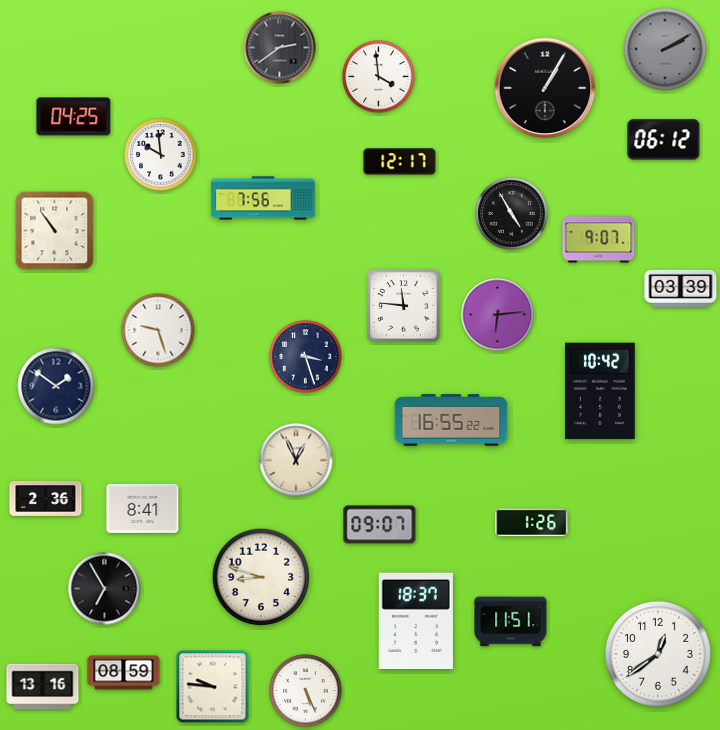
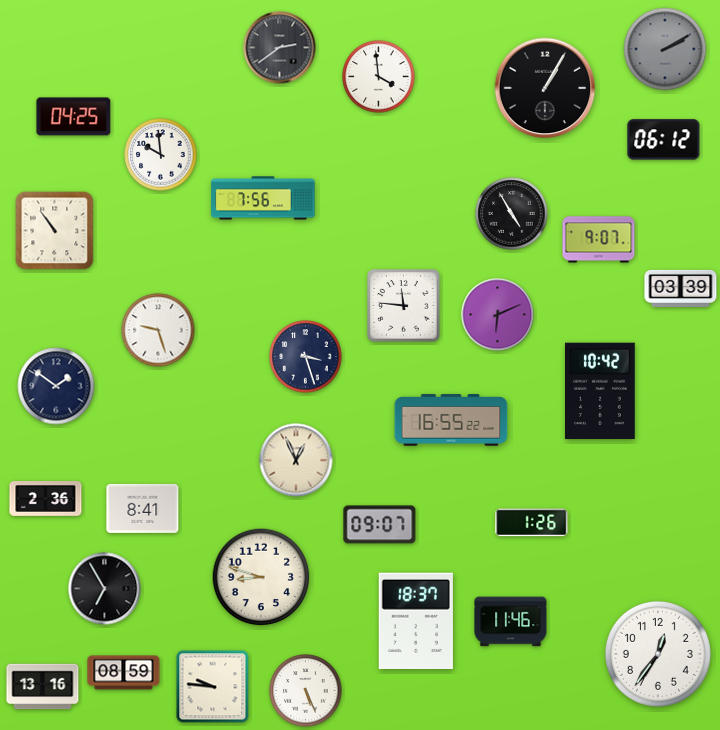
clock at (400, 162): 12:17 -> none
clock at (498, 315): 6:14 -> 6:11
clock at (511, 622): 11:51 -> 11:46
clock at (658, 654): 12:39 -> 12:36
